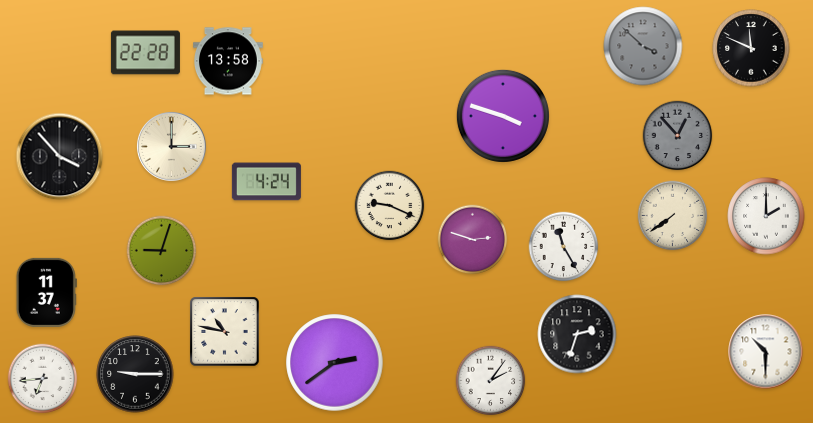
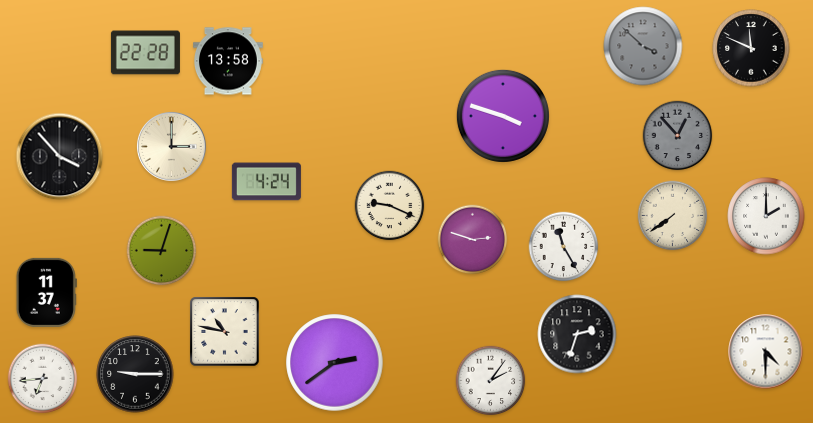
clock at (766, 352): 10:30 -> 4:30
